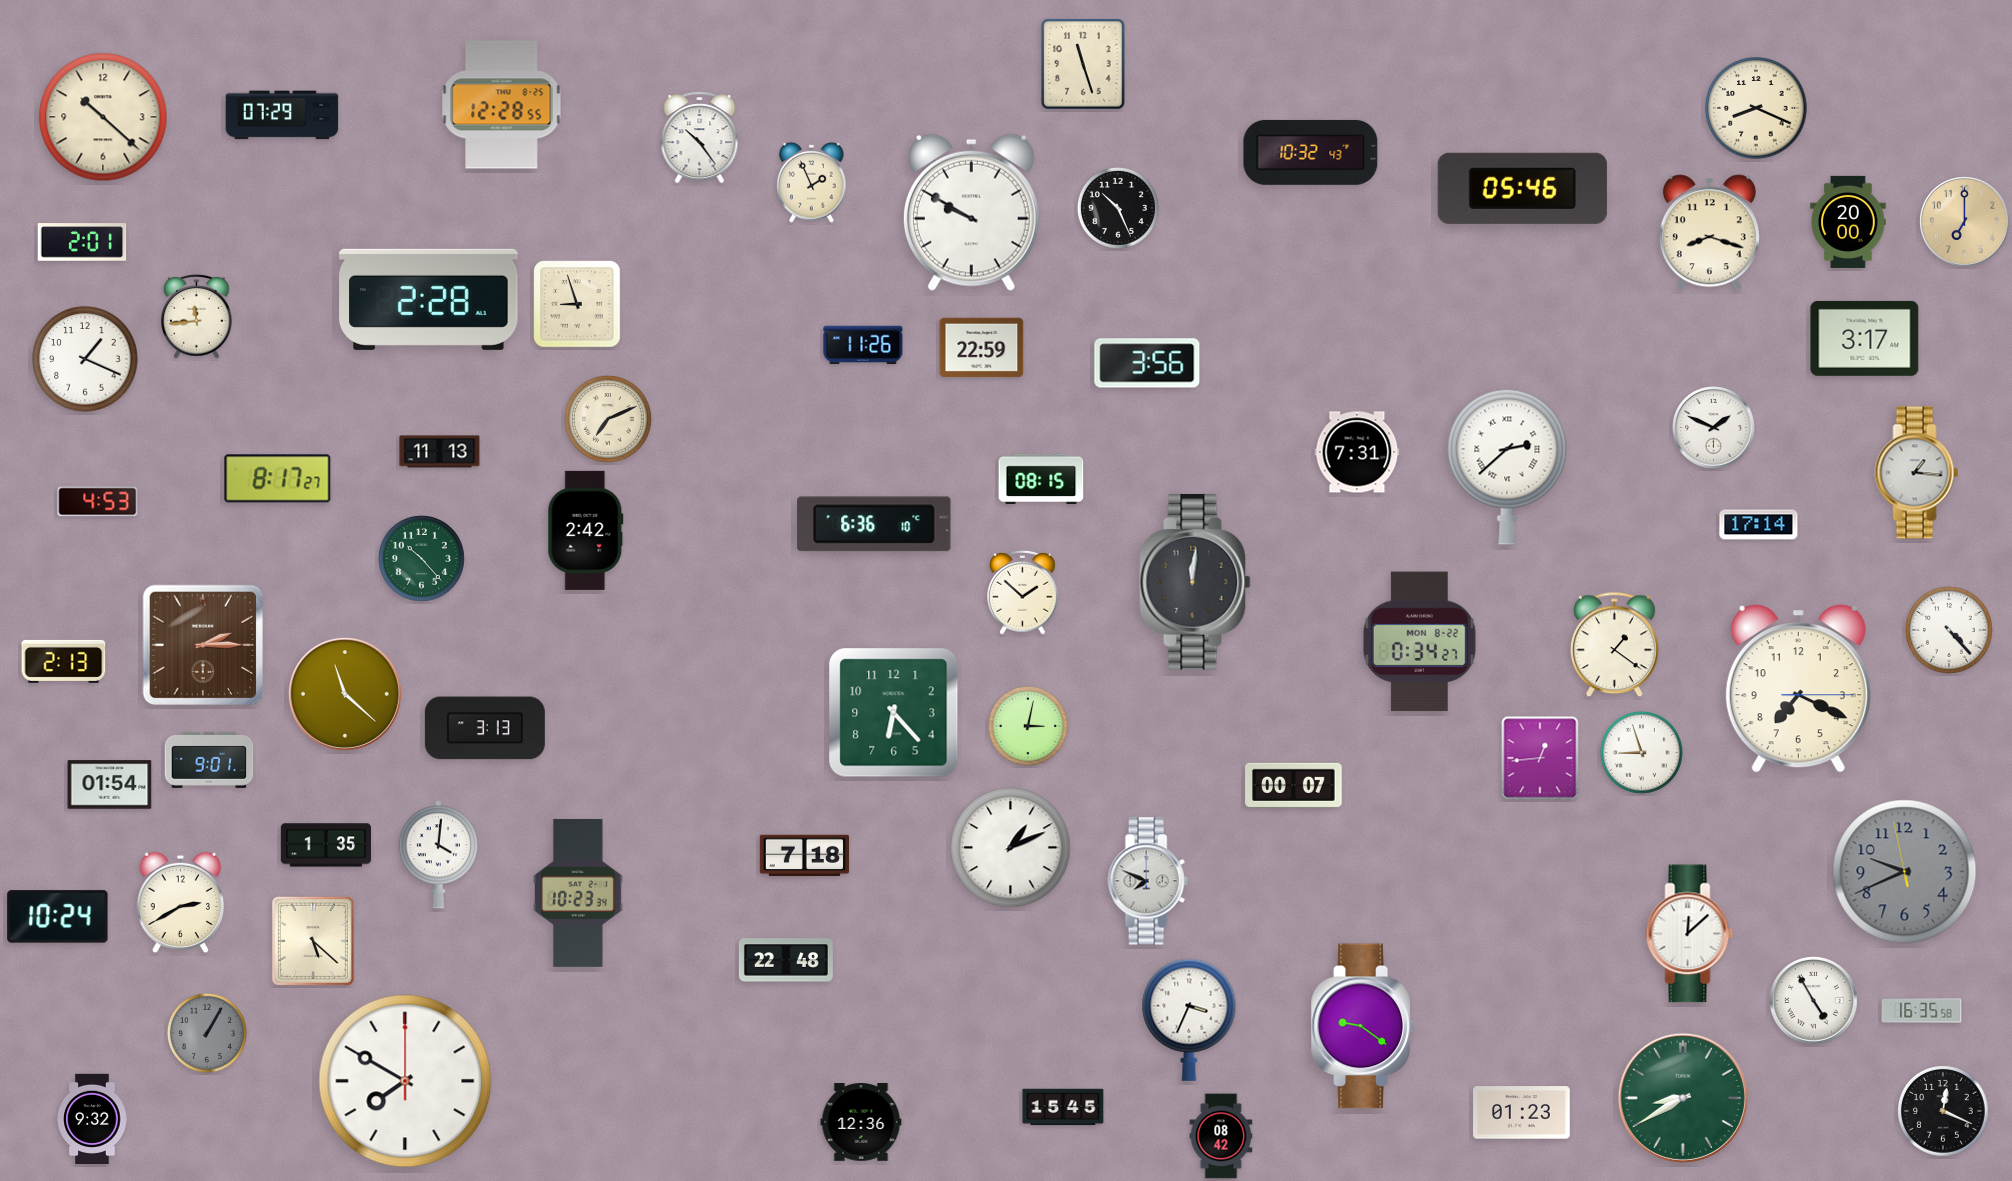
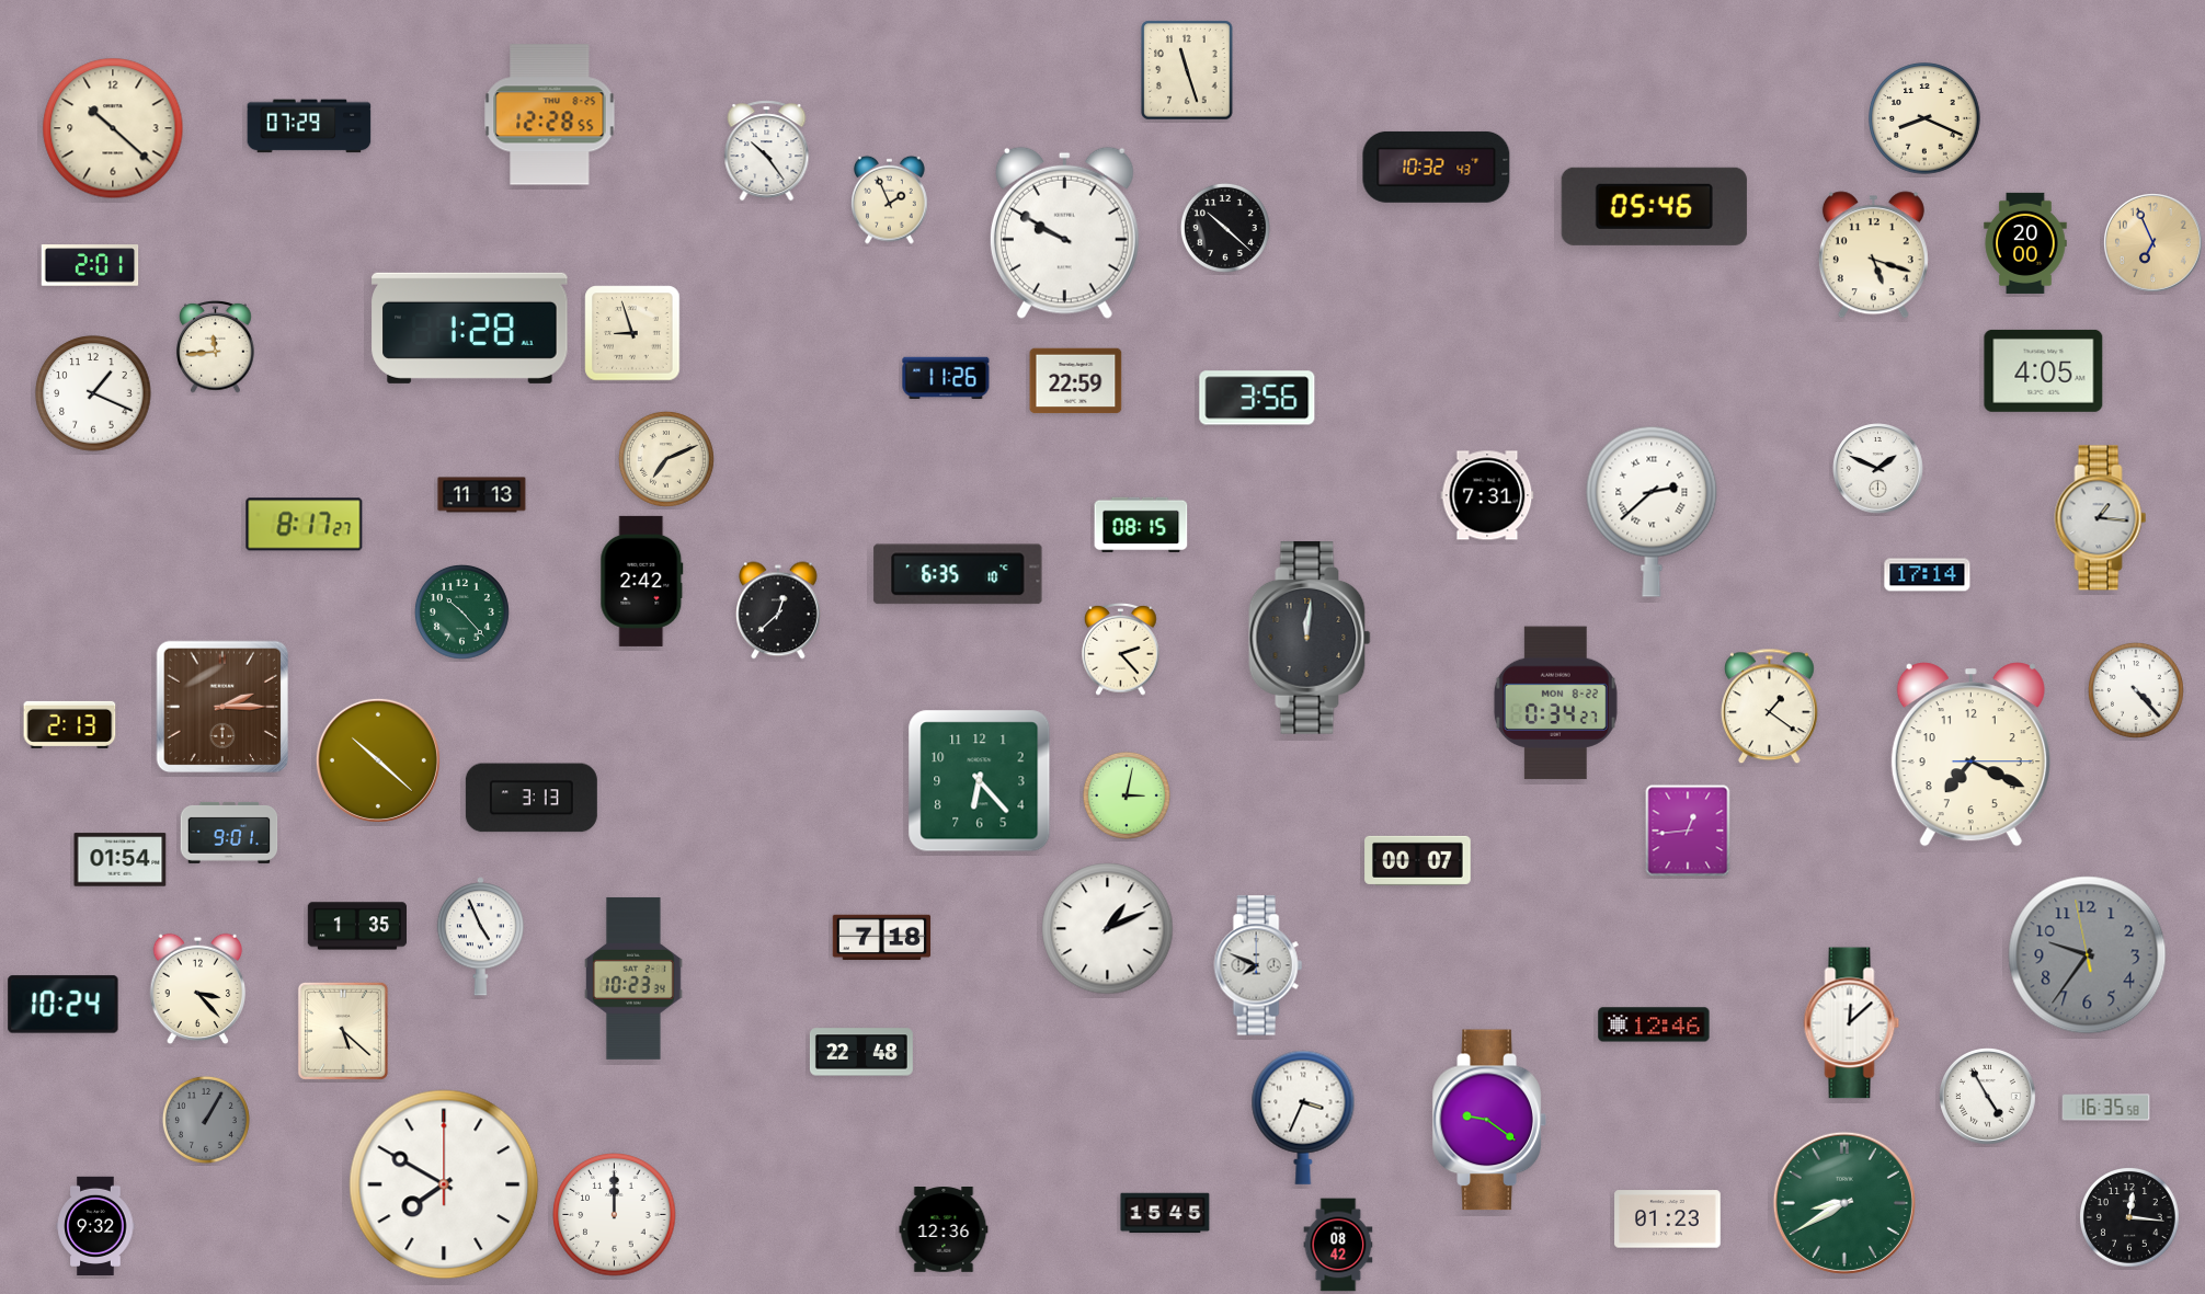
clock at (1522, 188) position: (1522, 188) -> (1654, 206)
clock at (1118, 208): 10:26 -> 10:22
clock at (1965, 222): 7:00 -> 6:56
clock at (1709, 233): 8:18 -> 5:18
clock at (429, 299): 2:28 -> 1:28
clock at (1865, 338): 3:17 -> 4:05
clock at (98, 502): 4:53 -> none
clock at (874, 524): 6:36 -> 6:35
clock at (779, 610): none -> 12:38
clock at (1023, 592): 1:52 -> 2:23
clock at (345, 694): 11:22 -> 10:22
clock at (1641, 752): 8:57 -> none
clock at (438, 855): 4:01 -> 4:56
clock at (1905, 872): 9:40 -> 9:35
clock at (181, 903): 2:40 -> 3:23
clock at (1654, 1024): none -> 12:46
clock at (1363, 1026) position: (1363, 1026) -> (1489, 1120)
clock at (207, 1033) position: (207, 1033) -> (206, 1120)
clock at (615, 1215): none -> 12:00
clock at (1944, 1112): 12:19 -> 12:16
clock at (92, 1118) position: (92, 1118) -> (95, 1225)
